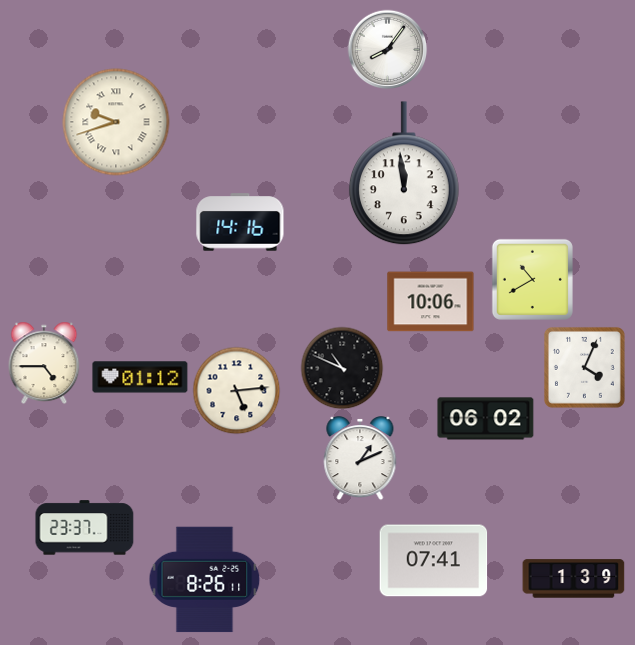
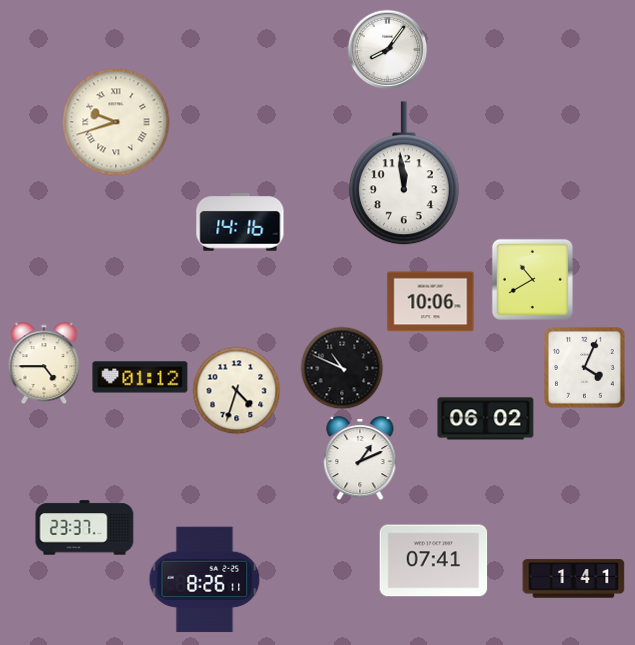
clock at (236, 390): 5:14 -> 4:33
clock at (574, 579): 1:39 -> 1:41
